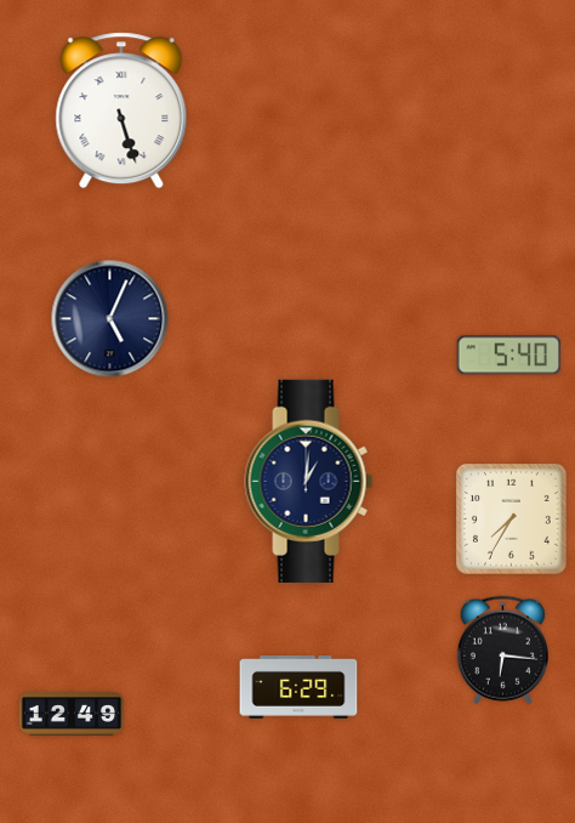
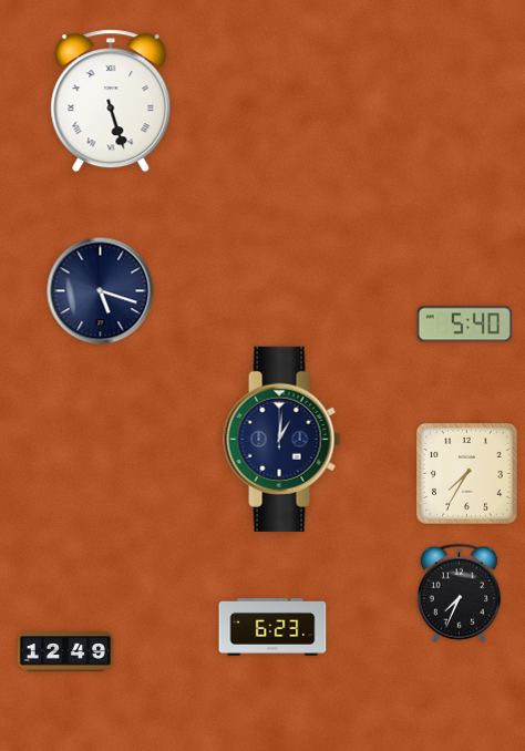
clock at (110, 319): 5:04 -> 5:18
clock at (502, 651): 6:16 -> 7:34
clock at (298, 688): 6:29 -> 6:23
